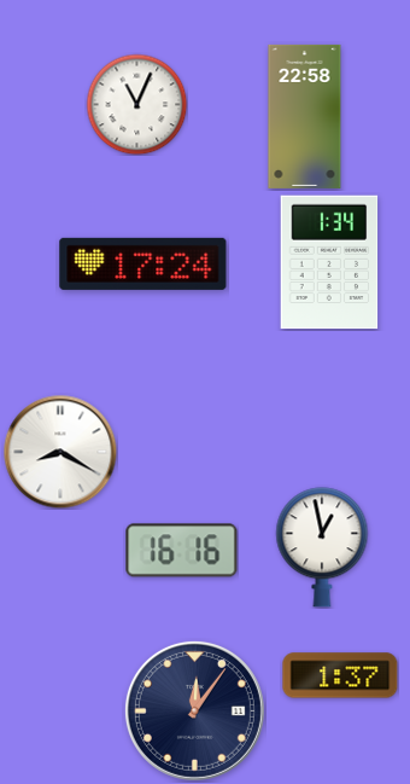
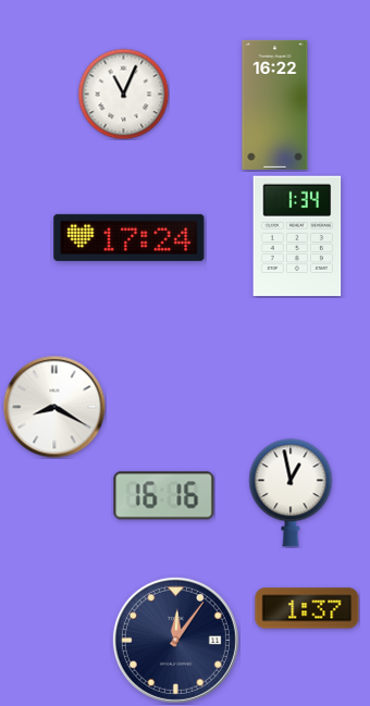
clock at (305, 116): 22:58 -> 16:22
